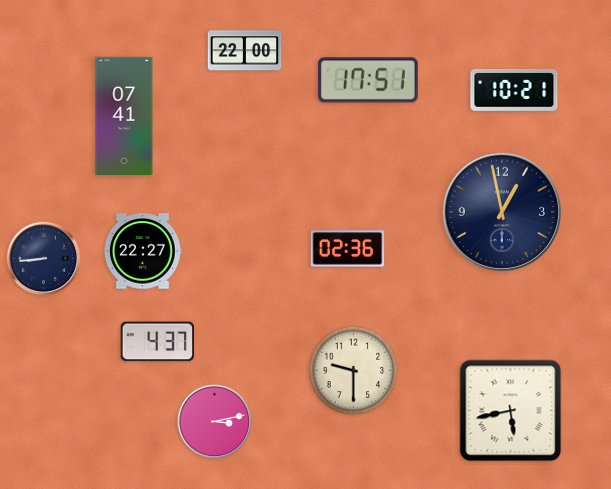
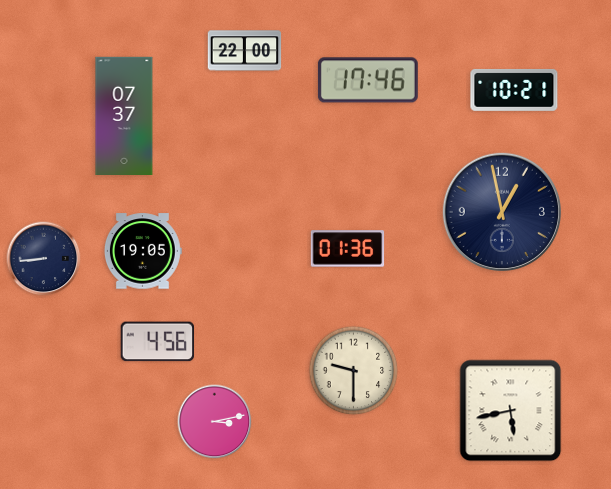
clock at (368, 80): 17:51 -> 17:46
clock at (124, 115): 07:41 -> 07:37
clock at (348, 249): 02:36 -> 01:36
clock at (143, 251): 22:27 -> 19:05
clock at (157, 342): 4:37 -> 4:56
